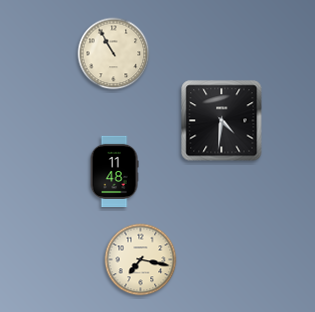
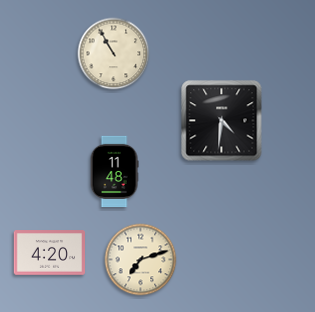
clock at (49, 253): none -> 4:20
clock at (141, 260): 7:17 -> 7:12
